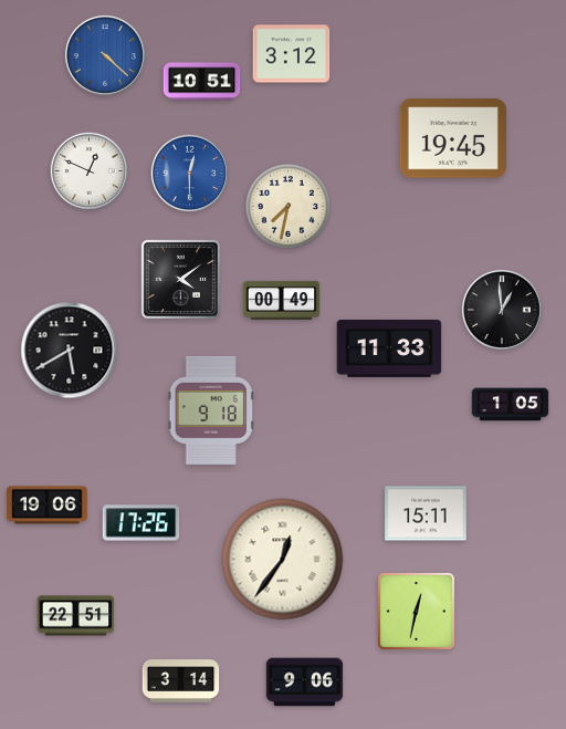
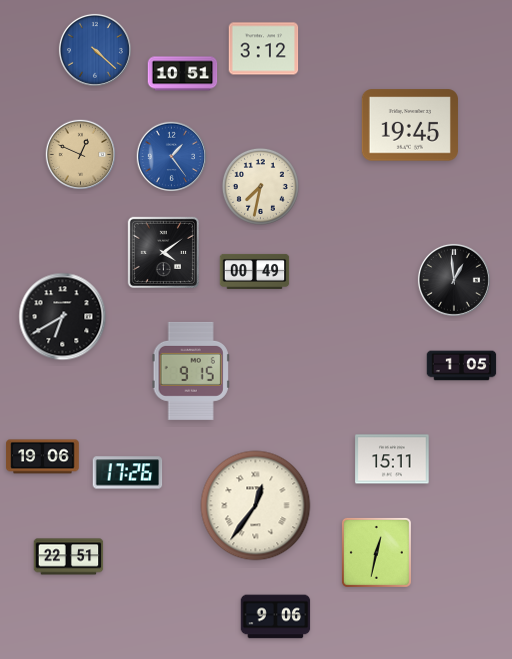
clock at (88, 170) dial: white -> champagne
clock at (189, 173): 12:30 -> 1:24
clock at (389, 348): 11:33 -> none
clock at (70, 351): 5:40 -> 6:40
clock at (211, 410): 9:18 -> 9:15
clock at (426, 513) position: (426, 513) -> (392, 459)
clock at (181, 681): 3:14 -> none
